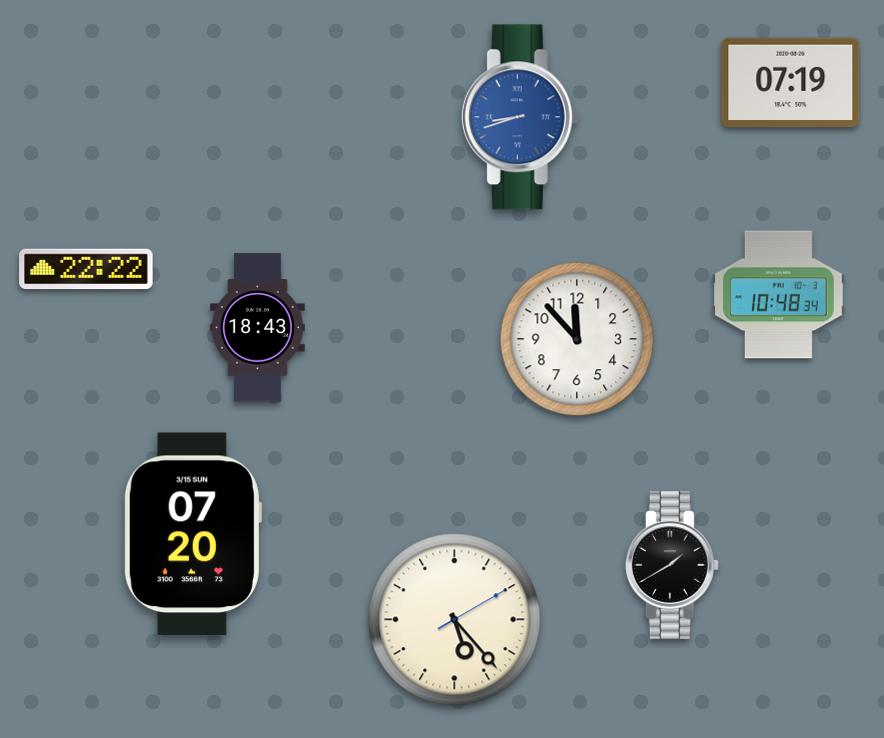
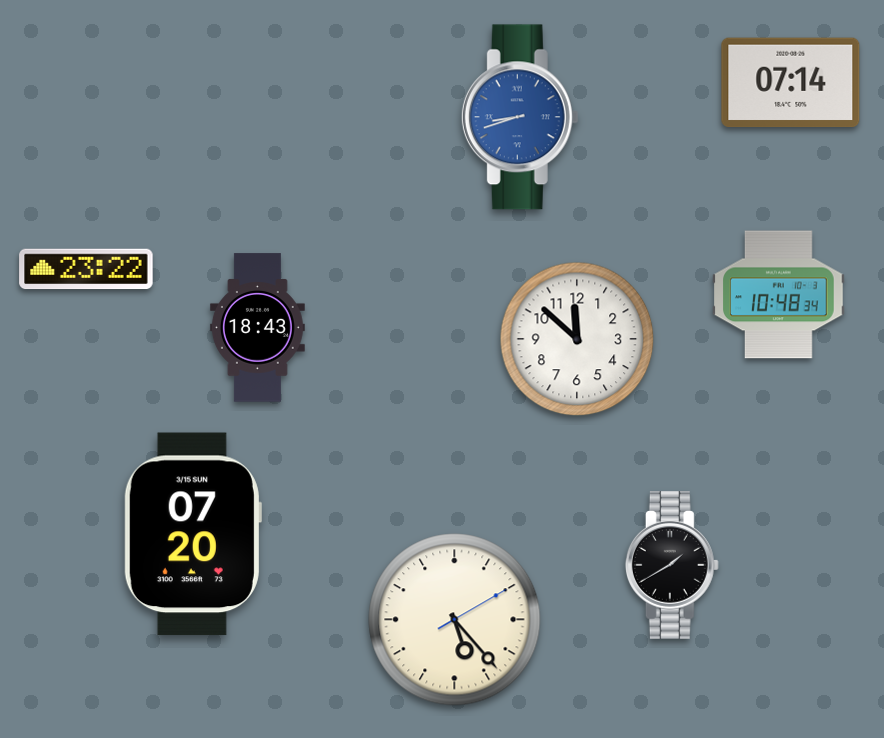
clock at (791, 83): 07:19 -> 07:14
clock at (86, 269): 22:22 -> 23:22
clock at (577, 339): 11:53 -> 11:52
